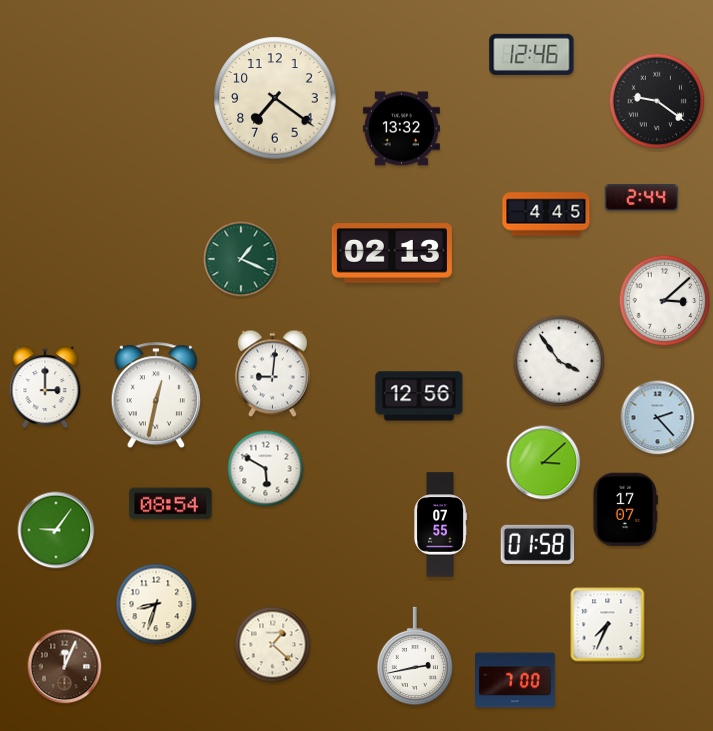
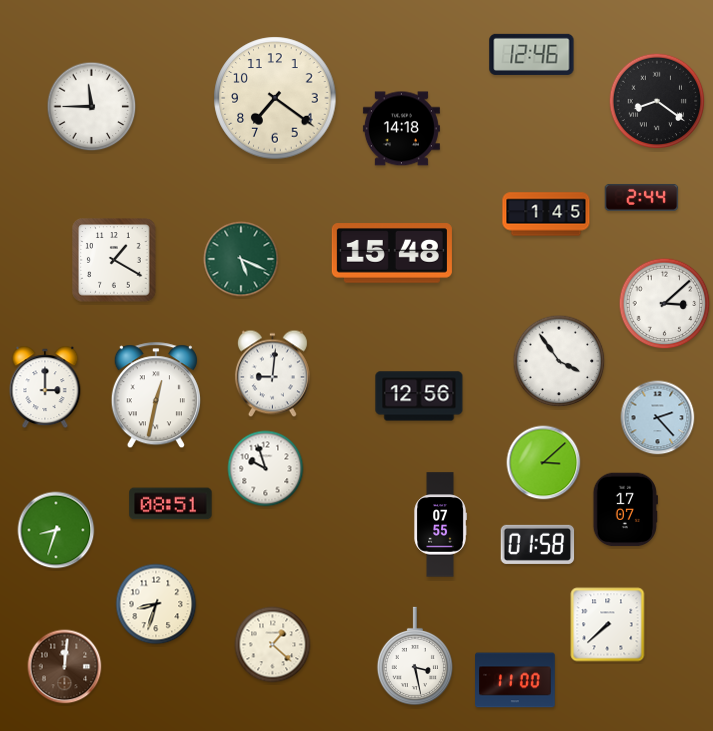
clock at (657, 101): 9:21 -> 8:21
clock at (92, 107): none -> 11:45
clock at (401, 129): 13:32 -> 14:18
clock at (546, 214): 4:45 -> 1:45
clock at (392, 253): 02:13 -> 15:48
clock at (241, 259): 1:19 -> 5:19
clock at (114, 260): none -> 1:20
clock at (665, 301) position: (665, 301) -> (665, 304)
clock at (266, 469): 5:50 -> 9:57
clock at (171, 504): 08:54 -> 08:51
clock at (56, 530): 9:06 -> 8:33
clock at (608, 625): 7:34 -> 7:38
clock at (415, 656): 2:43 -> 3:28
clock at (65, 667): 12:04 -> 12:01
clock at (515, 680): 7:00 -> 11:00
